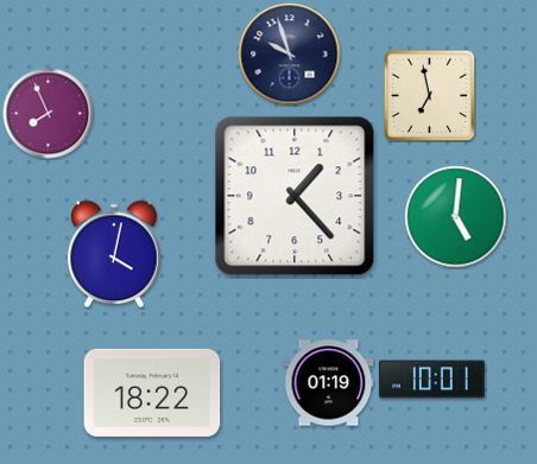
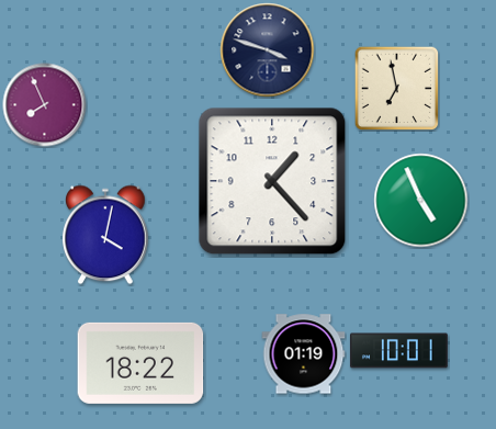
clock at (290, 55): 9:57 -> 3:48
clock at (456, 217): 5:01 -> 4:56
